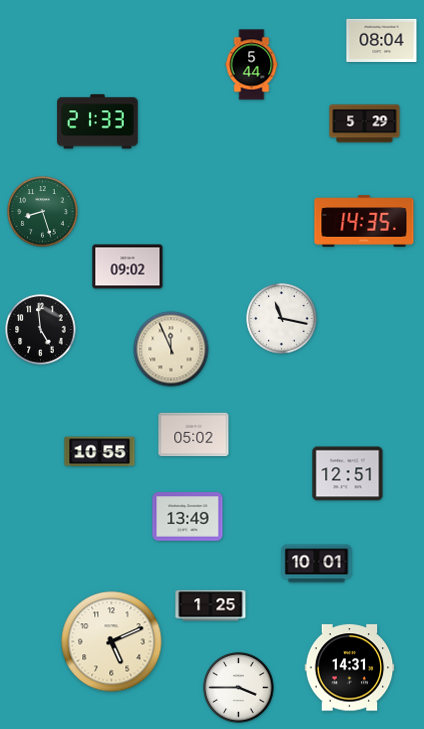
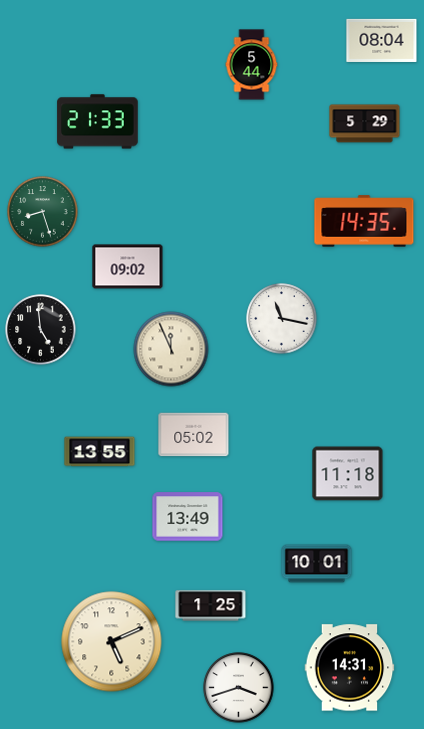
clock at (100, 452): 10:55 -> 13:55
clock at (348, 474): 12:51 -> 11:18
clock at (239, 688): 3:45 -> 3:42
